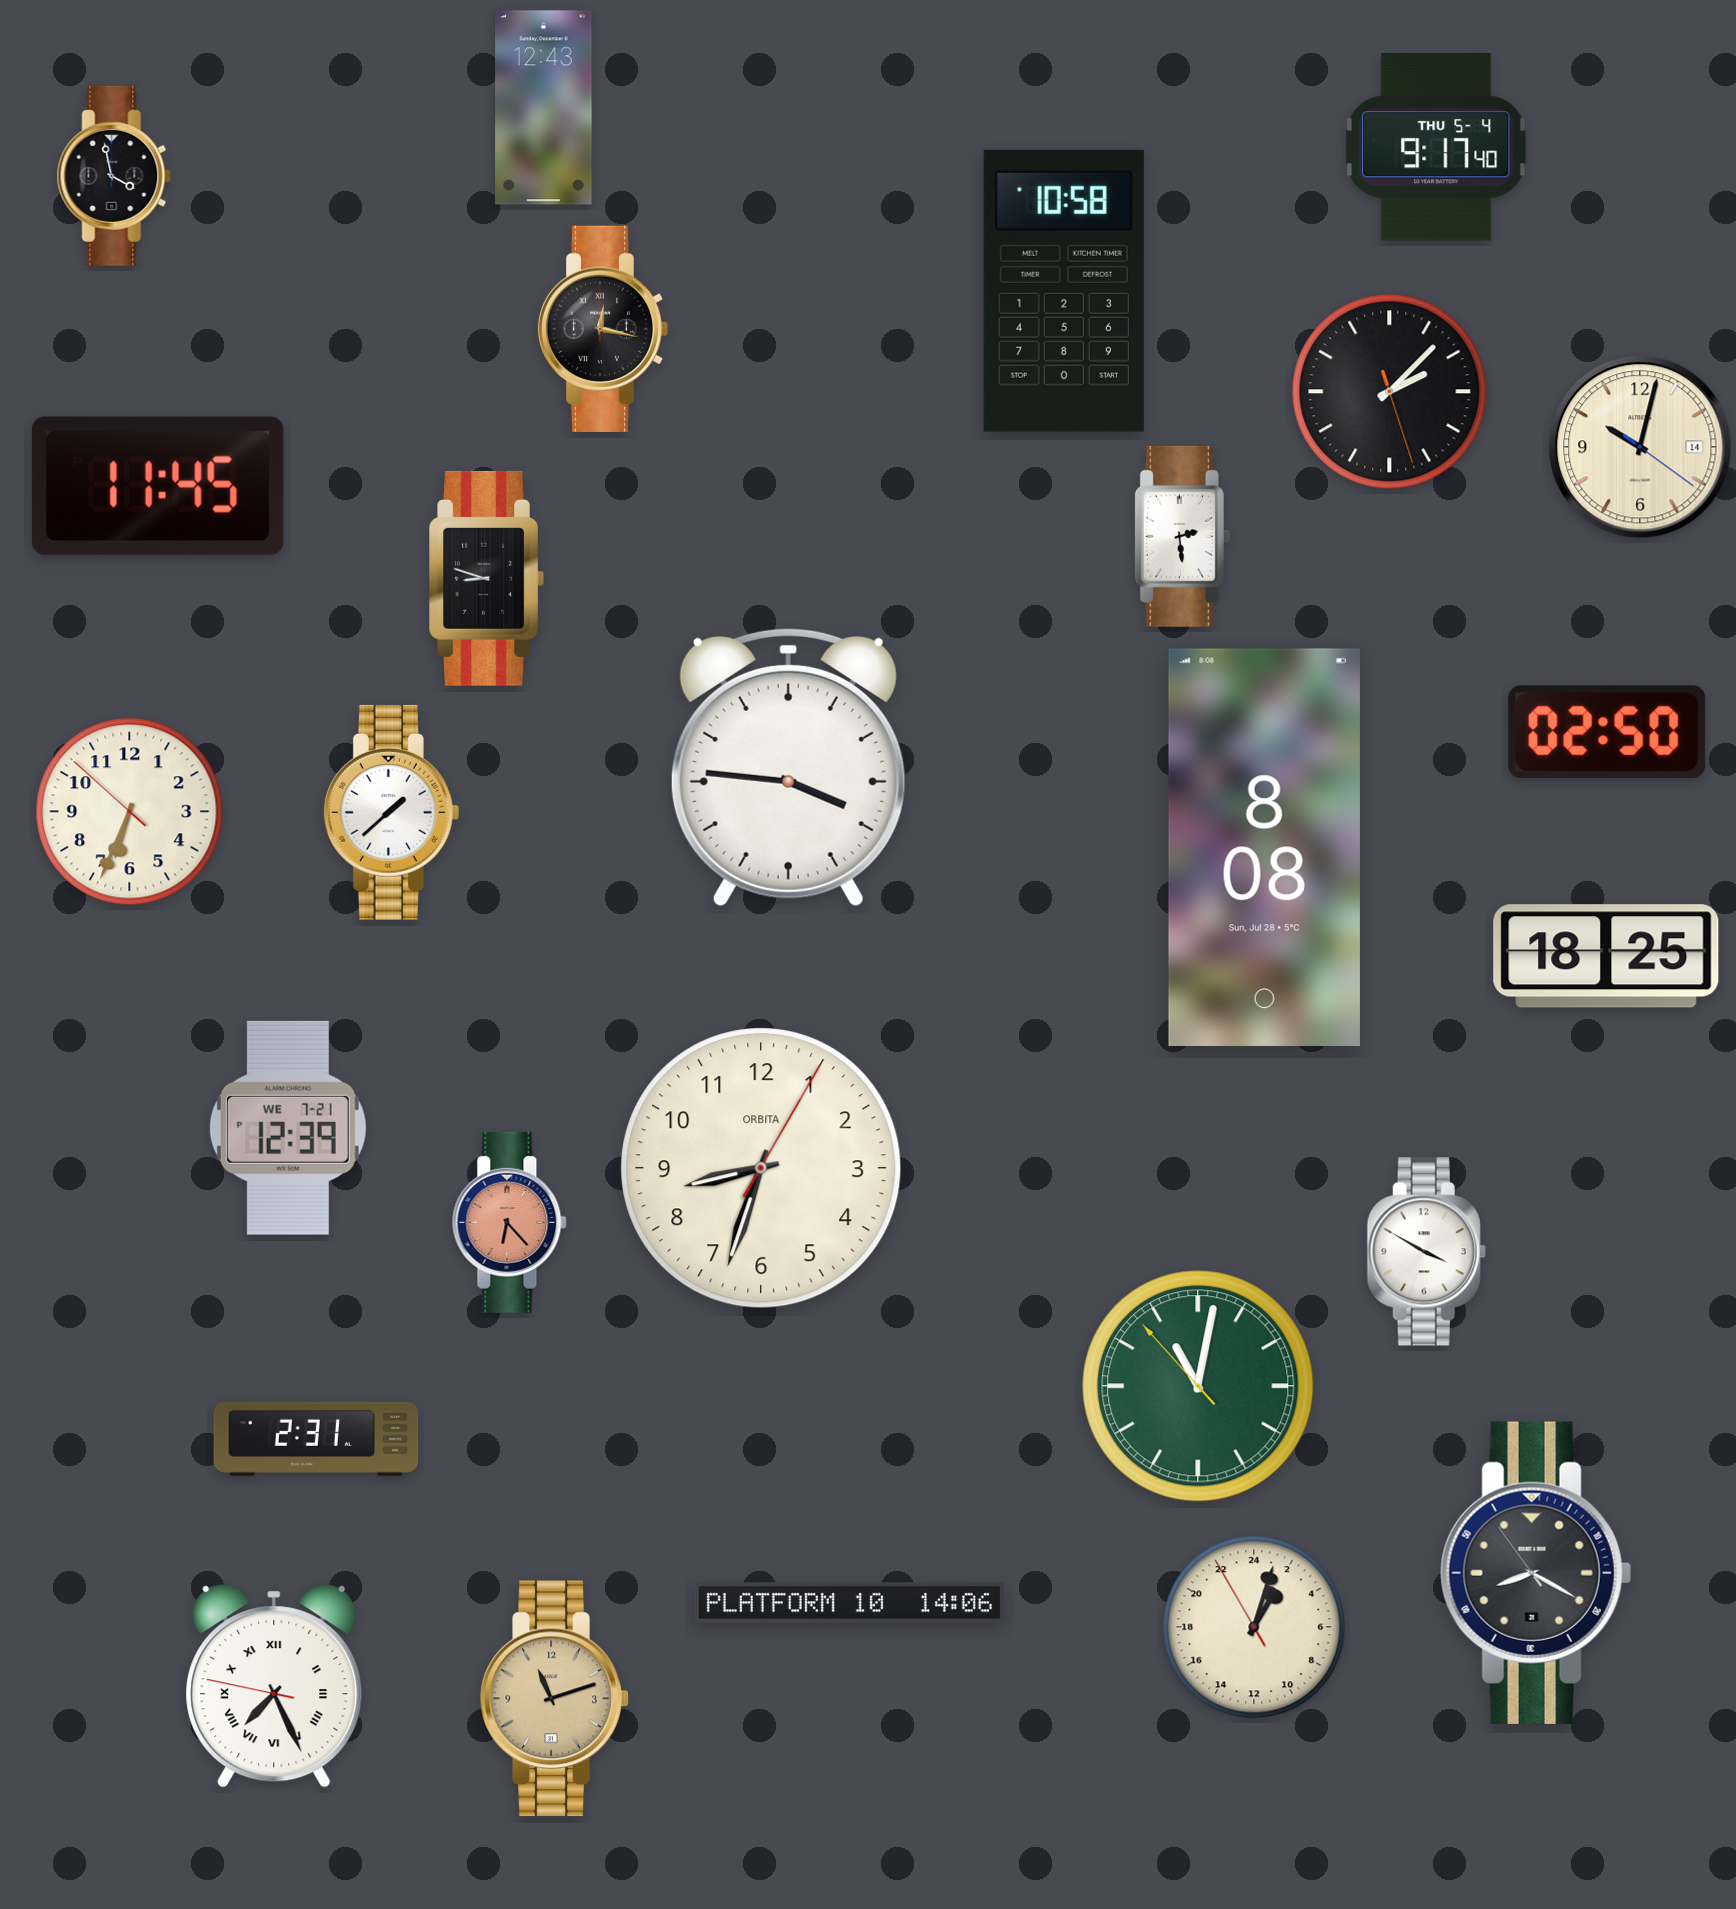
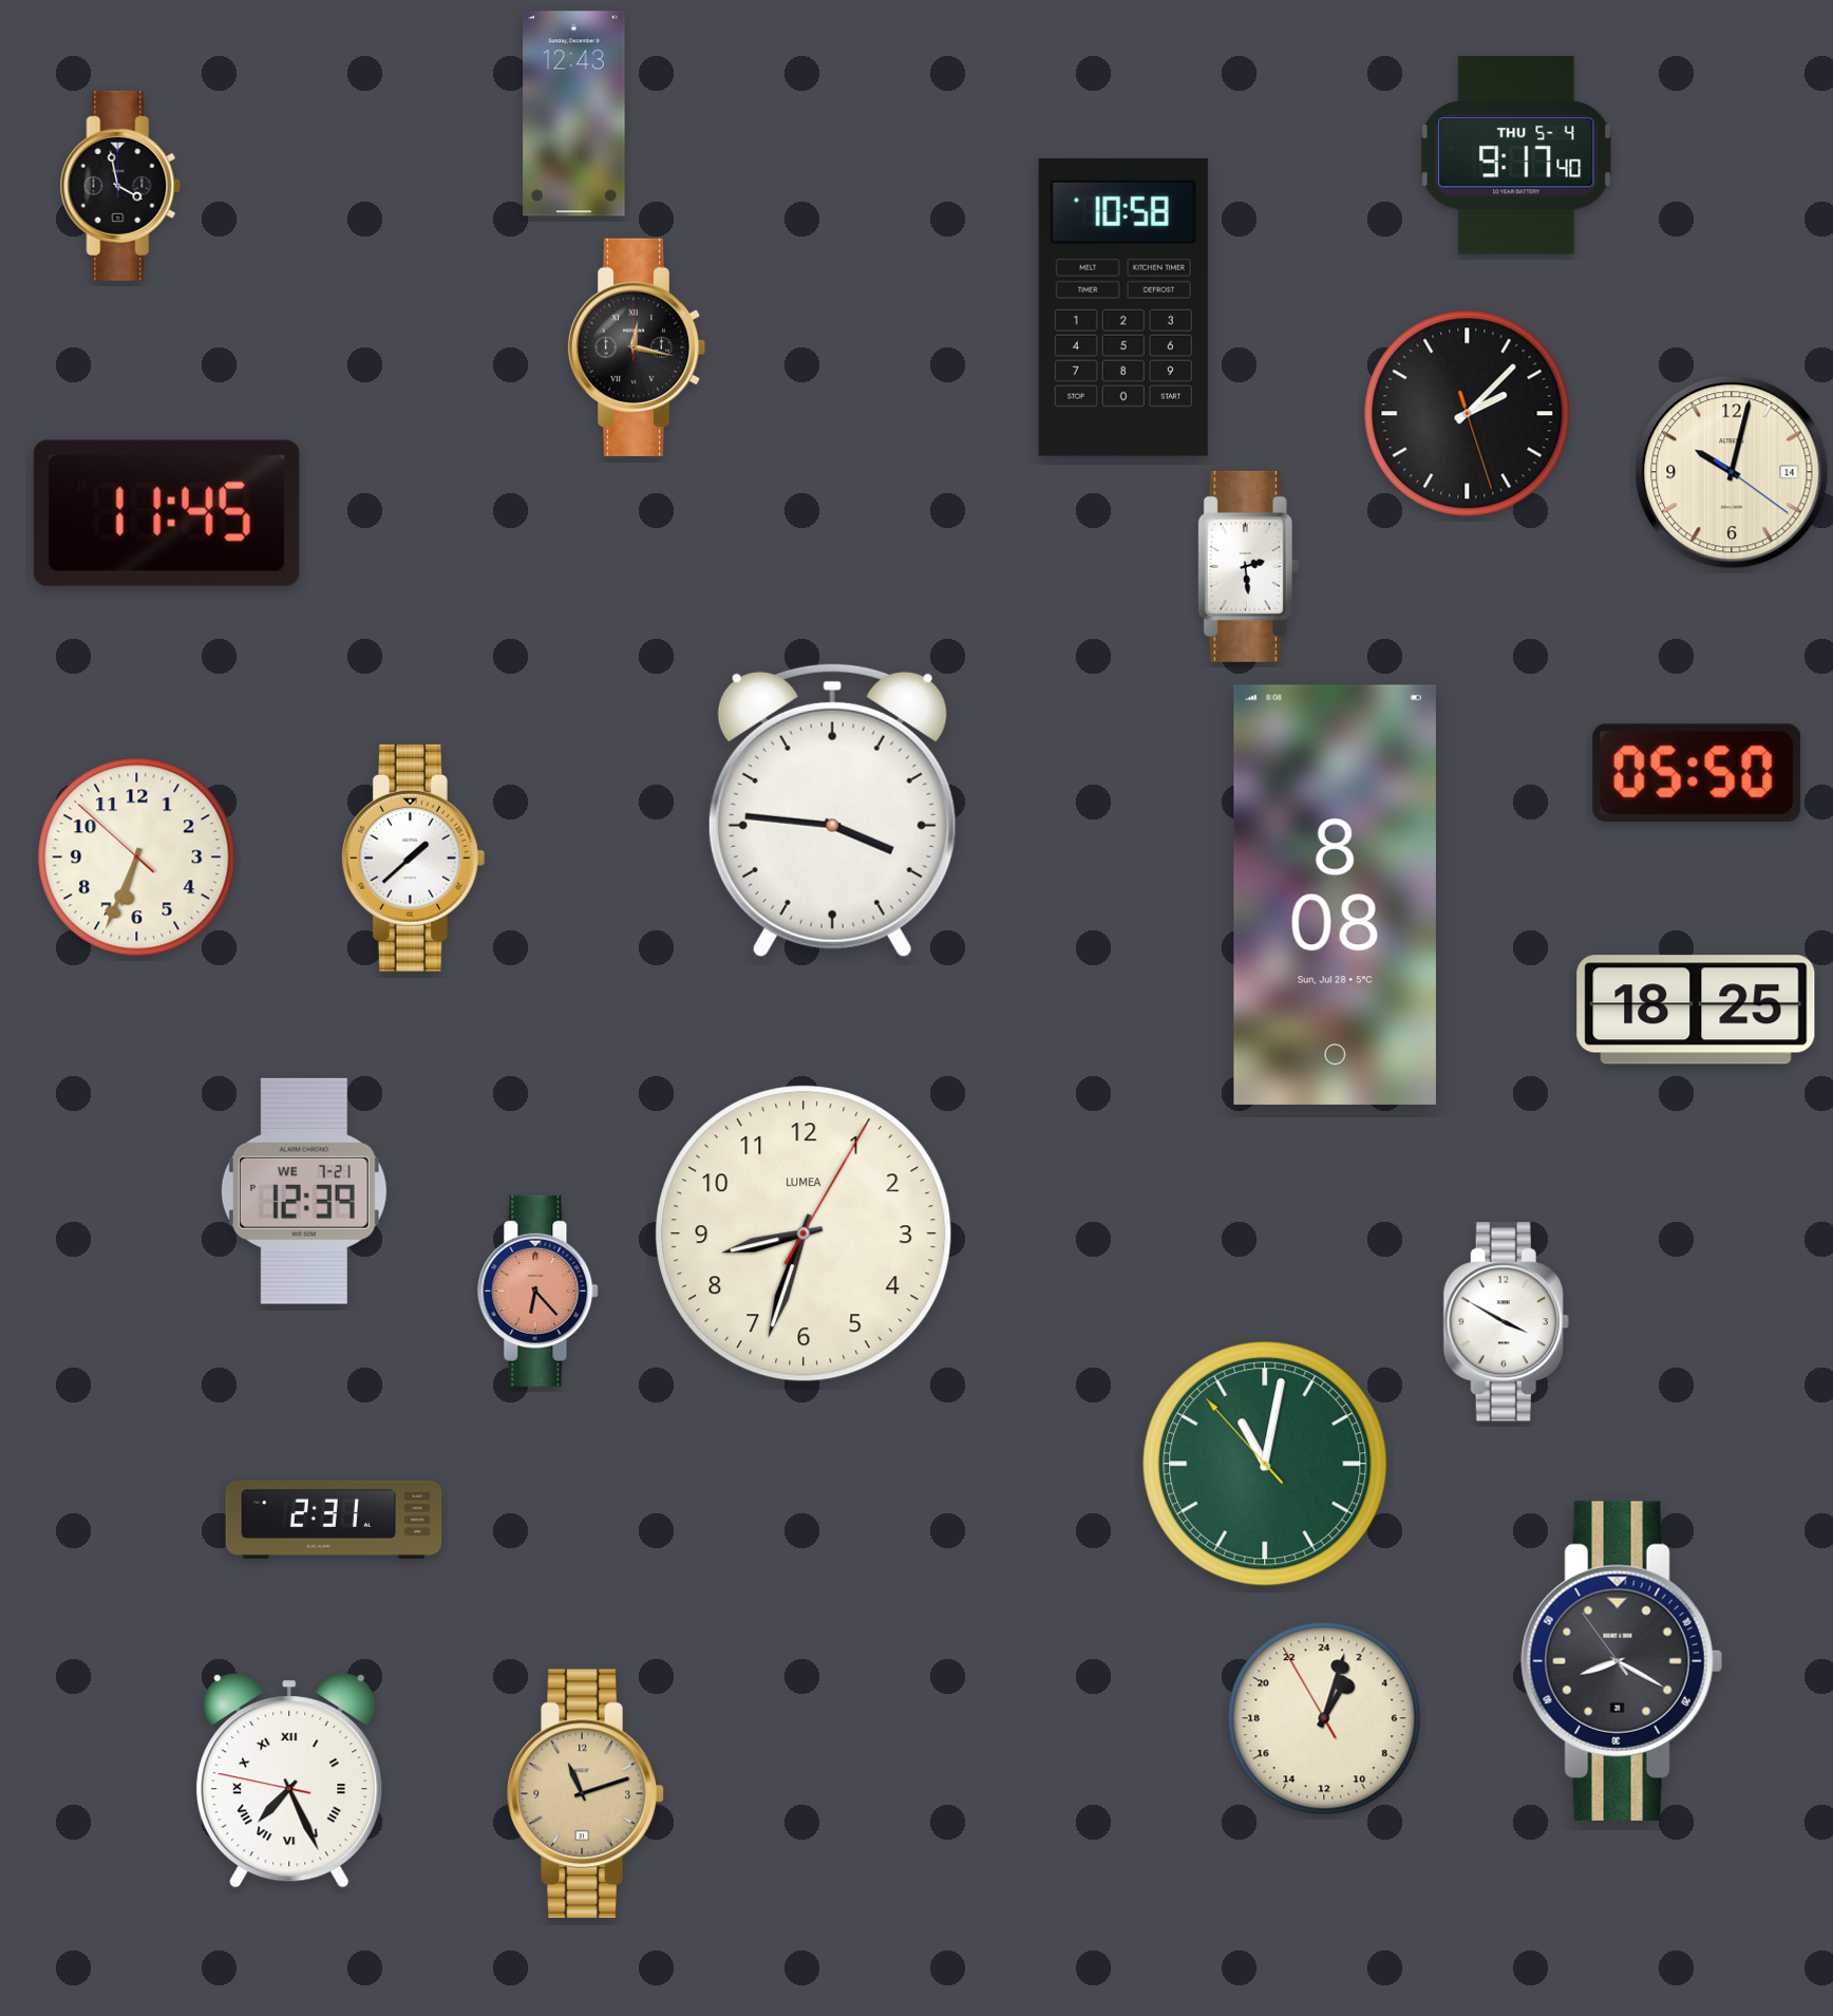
clock at (486, 578): 8:48 -> none
clock at (1607, 731): 02:50 -> 05:50
clock at (761, 1168) brand: ORBITA -> LUMEA
clock at (849, 1603): 14:06 -> none
